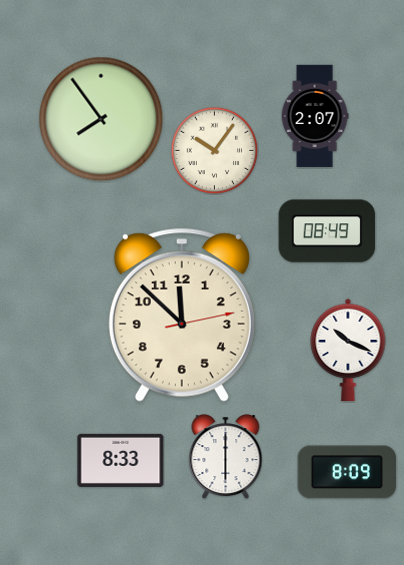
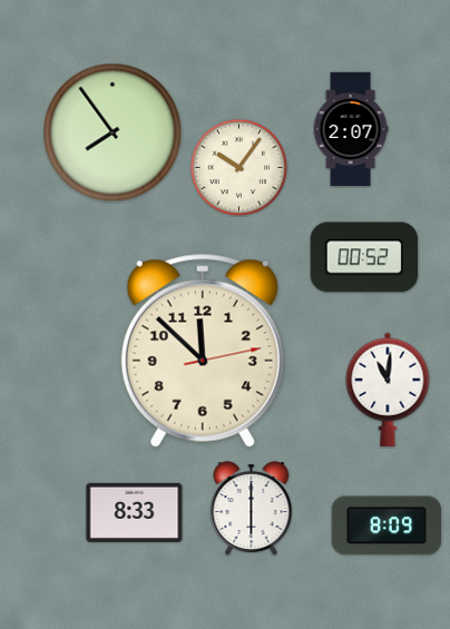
clock at (327, 231): 08:49 -> 00:52
clock at (348, 349): 10:19 -> 11:01
